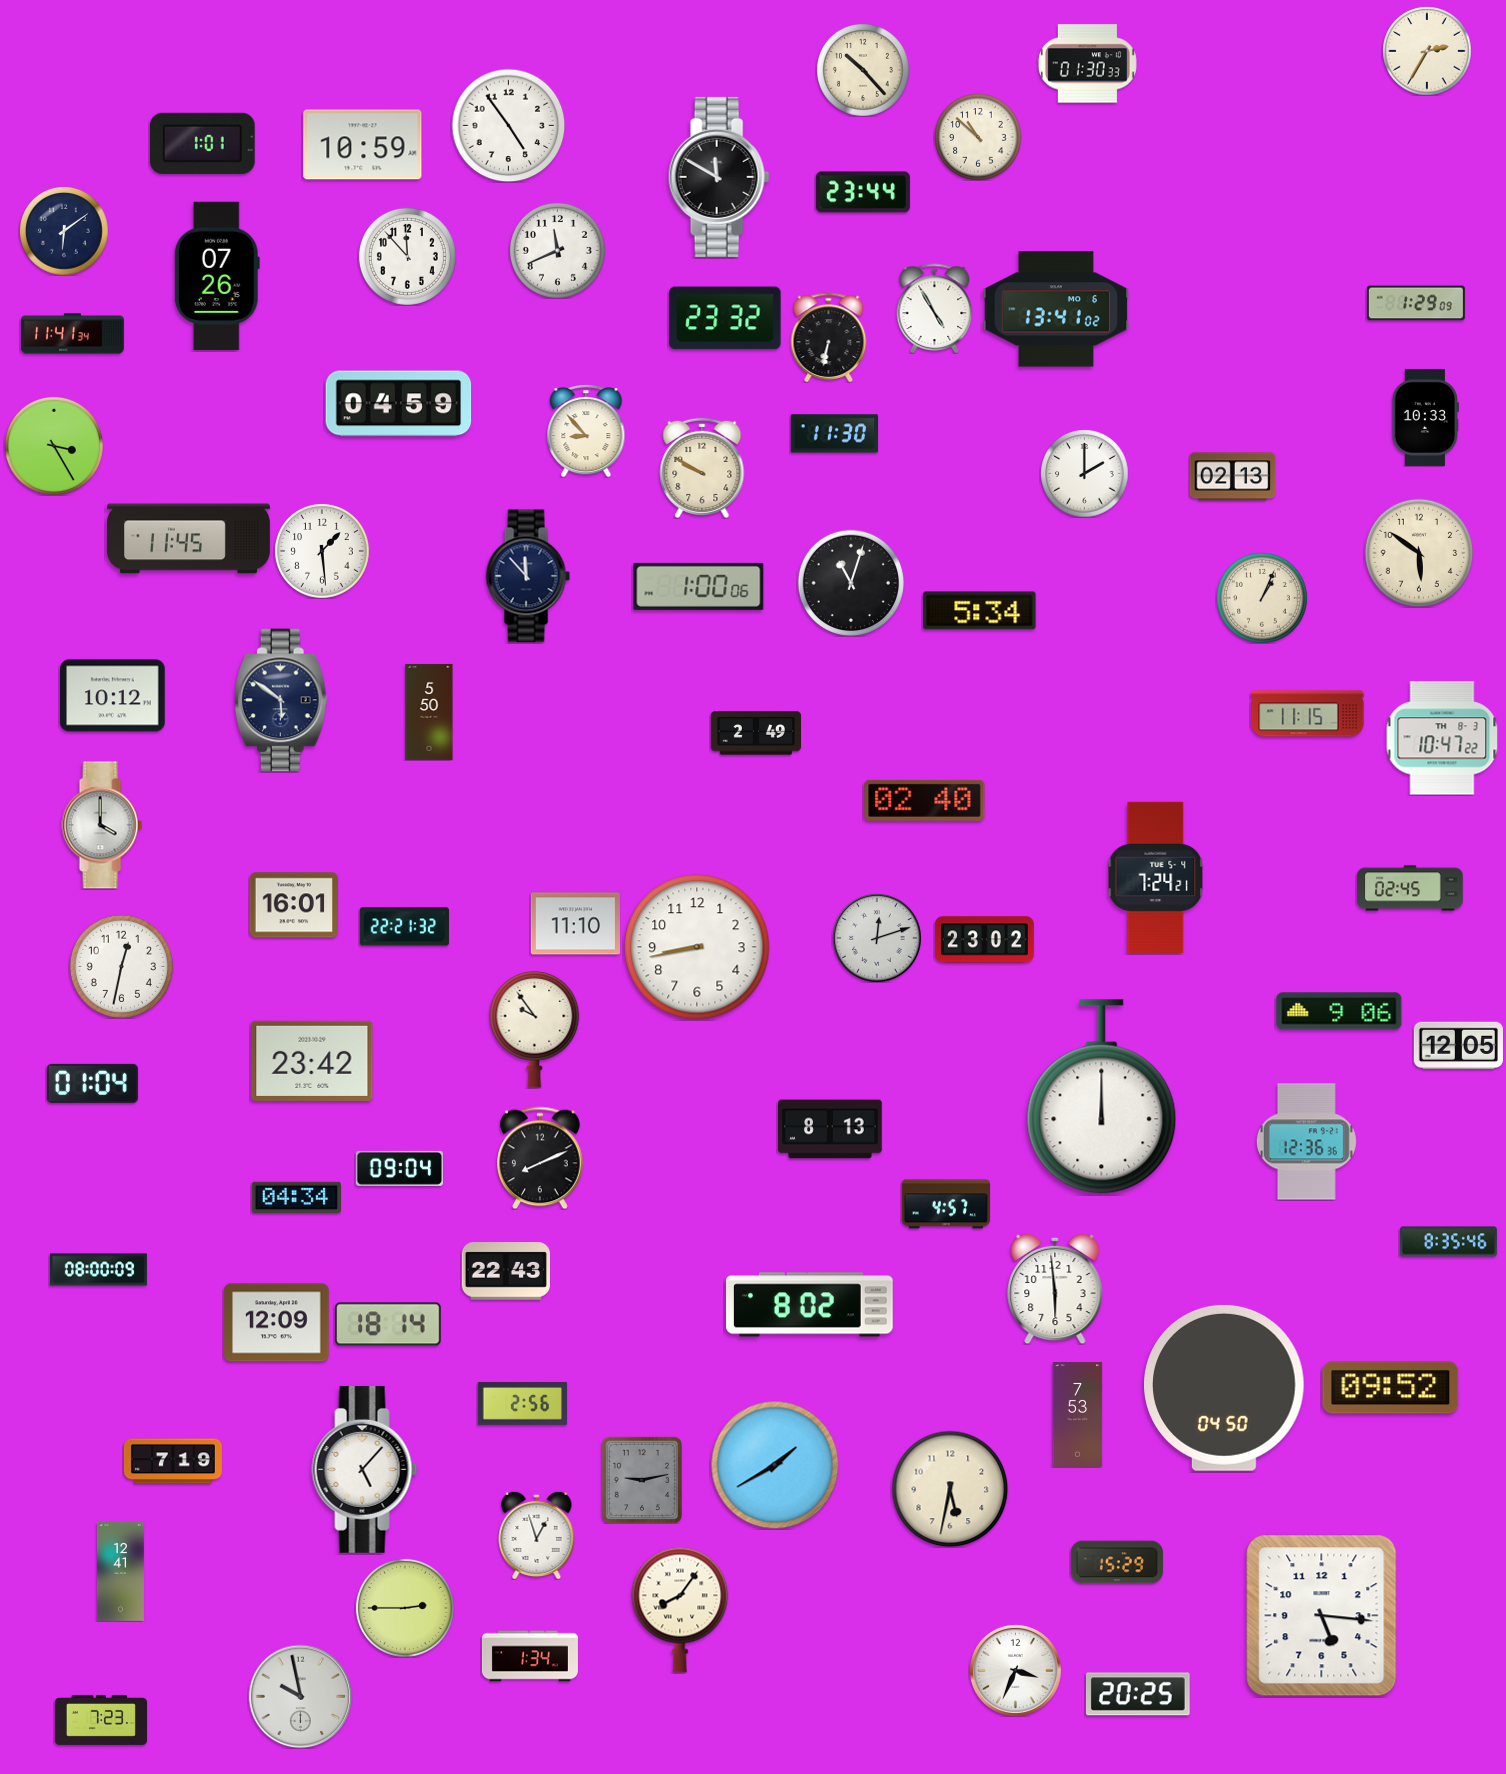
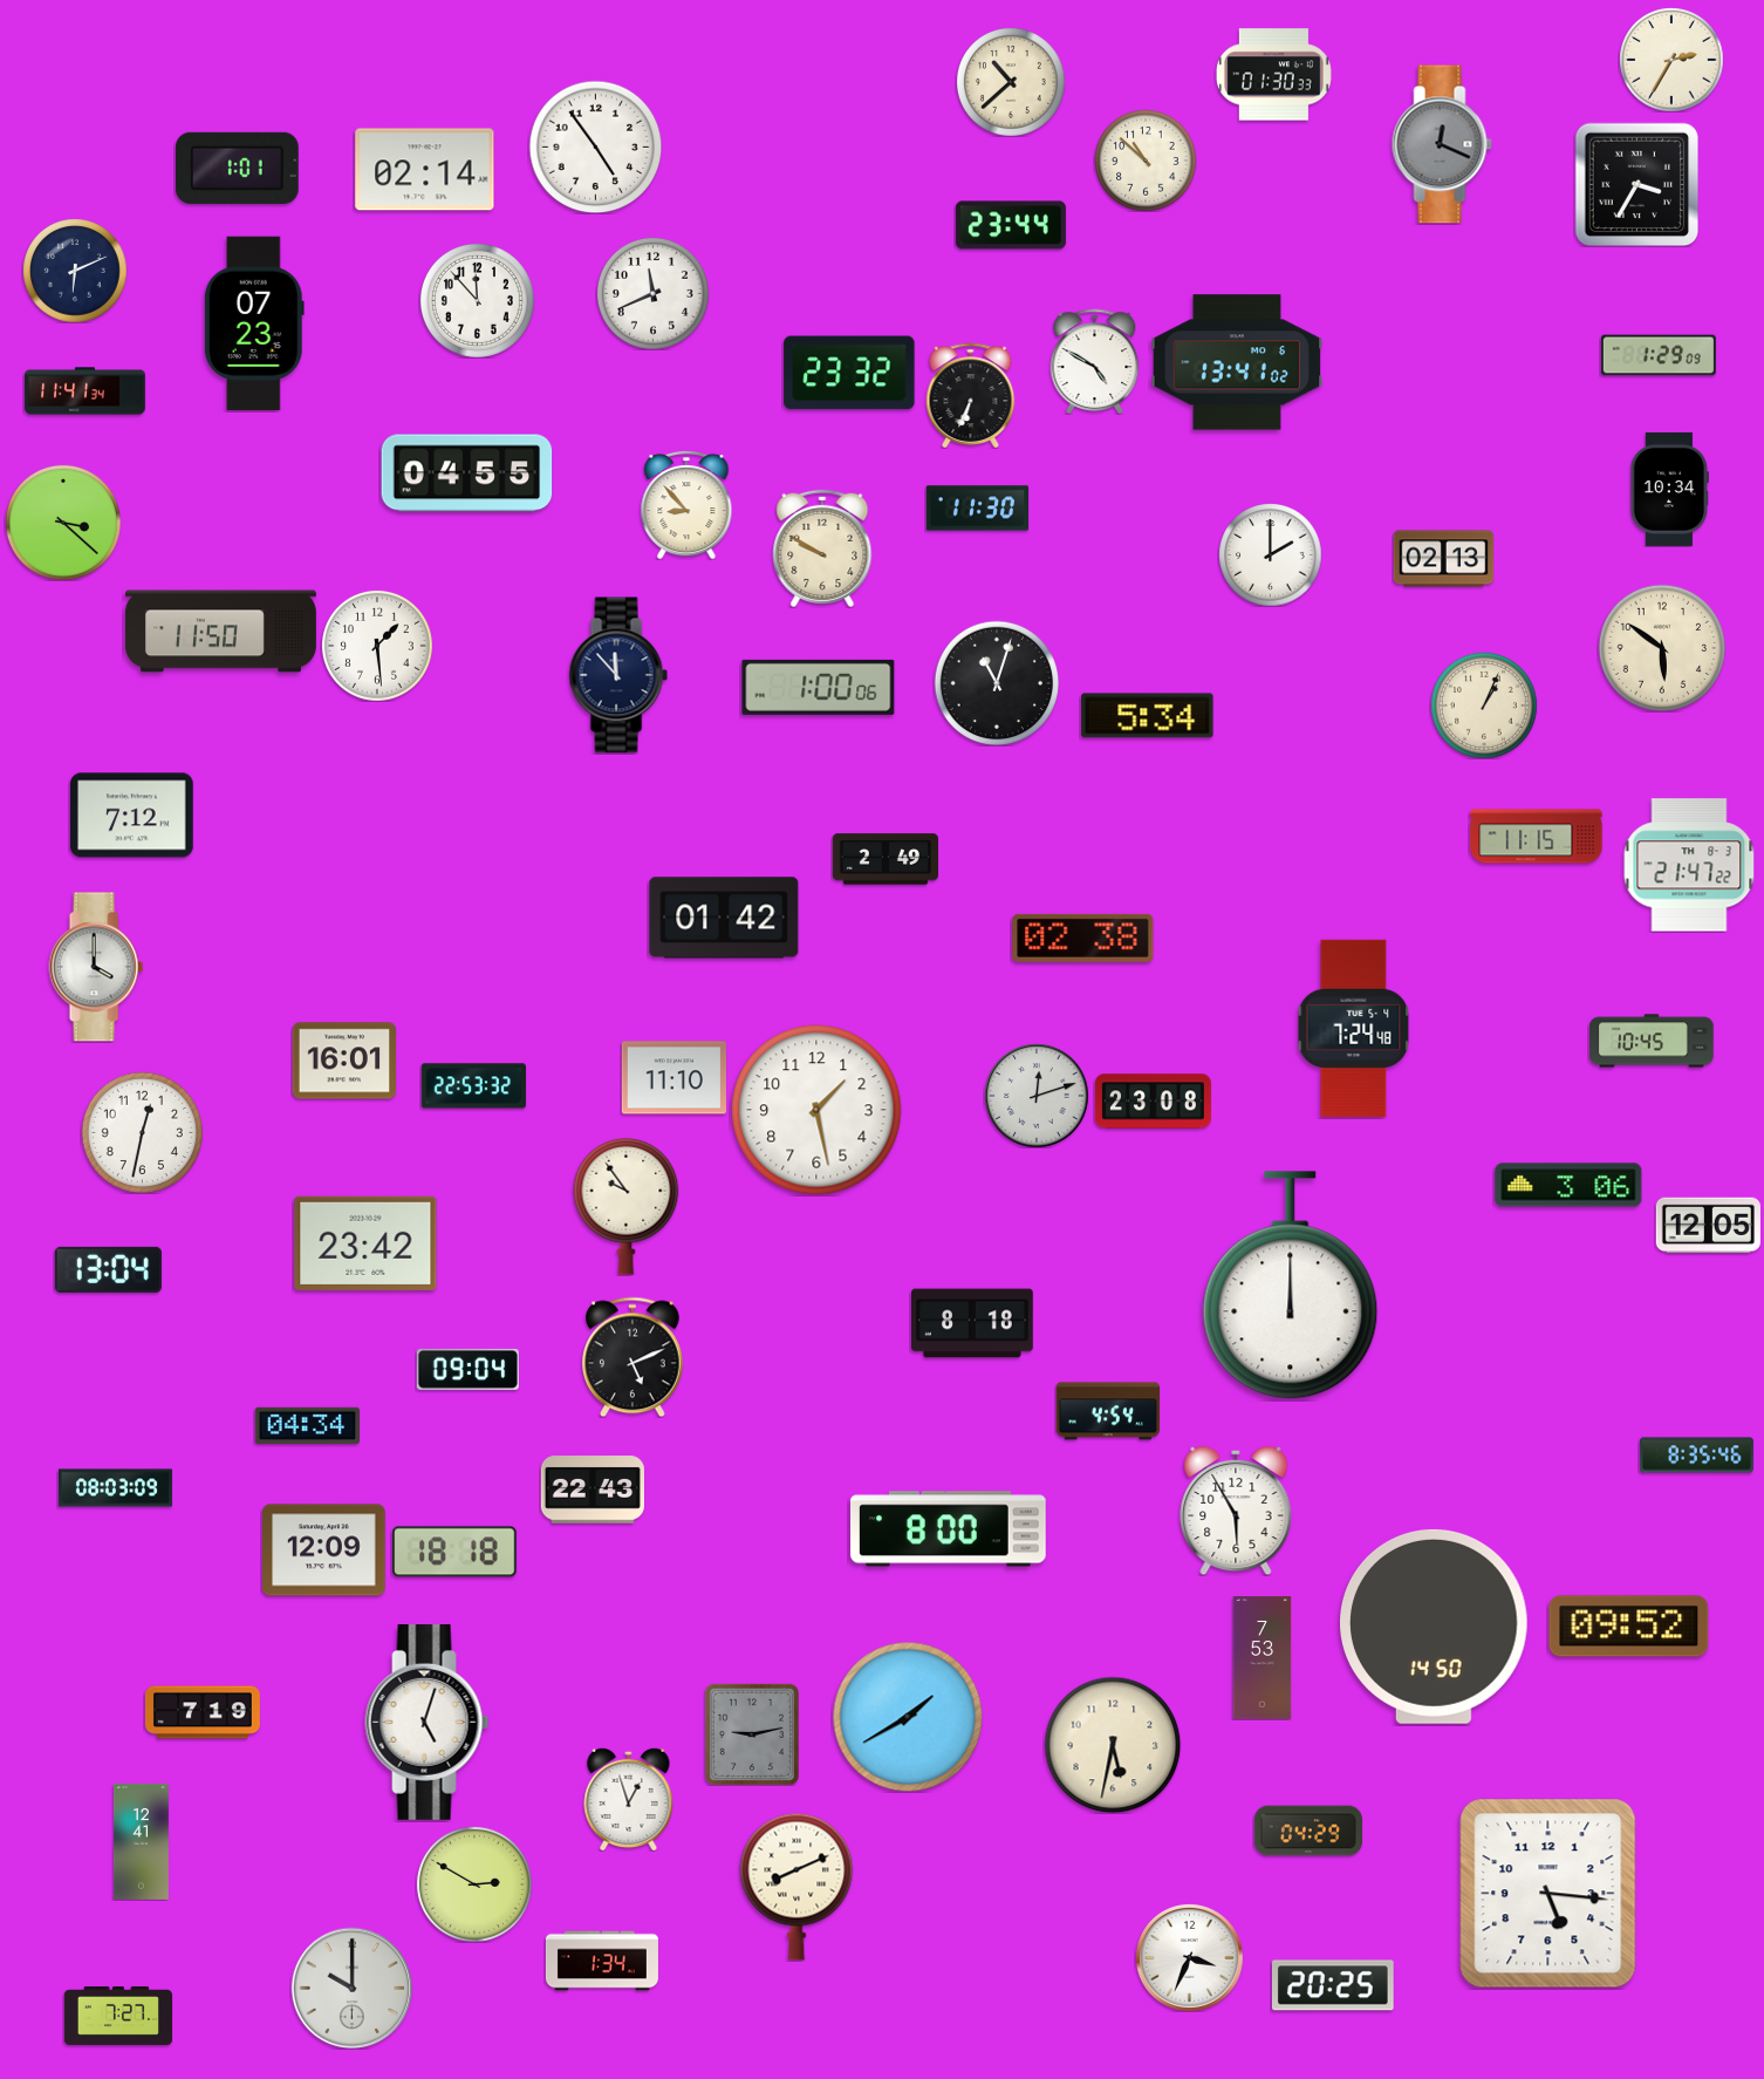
clock at (863, 70): 10:23 -> 10:38
clock at (1442, 144): none -> 12:19
clock at (363, 145): 10:59 -> 02:14
clock at (1636, 184): none -> 3:35
clock at (719, 177): 11:50 -> none
clock at (64, 231): 6:09 -> 6:11
clock at (217, 276): 07:26 -> 07:23
clock at (935, 308): 4:55 -> 4:50
clock at (829, 337): 6:32 -> 6:34
clock at (399, 404): 04:59 -> 04:55
clock at (1425, 417): 10:33 -> 10:34
clock at (54, 446): 3:25 -> 3:22
clock at (188, 539): 11:45 -> 11:50
clock at (1262, 598) position: (1262, 598) -> (1484, 706)
clock at (113, 696): 10:12 -> 7:12
clock at (281, 700): 5:51 -> none
clock at (429, 712): 5:50 -> none
clock at (1308, 714) position: (1308, 714) -> (1537, 837)
clock at (1442, 738): 10:47 -> 21:47
clock at (724, 918): none -> 01:42
clock at (925, 800): 02:40 -> 02:38
clock at (102, 825) position: (102, 825) -> (96, 967)
clock at (1156, 877): 7:24:21 -> 7:24:48
clock at (1410, 888): 02:45 -> 10:45
clock at (575, 924) position: (575, 924) -> (674, 1078)
clock at (404, 927): 22:21 -> 22:53
clock at (877, 938) position: (877, 938) -> (1037, 1096)
clock at (984, 940): 23:02 -> 23:08
clock at (697, 947): 8:43 -> 1:28
clock at (1339, 1011): 9:06 -> 3:06
clock at (92, 1083): 01:04 -> 13:04
clock at (830, 1129): 8:13 -> 8:18
clock at (1306, 1142): 12:36 -> none
clock at (541, 1158): 8:11 -> 5:11
clock at (296, 1197) position: (296, 1197) -> (307, 1425)
clock at (945, 1204): 4:57 -> 4:54
clock at (98, 1270): 08:00 -> 08:03
clock at (1055, 1289): 5:59 -> 5:55
clock at (810, 1305): 8:02 -> 8:00
clock at (388, 1324): 18:14 -> 18:18
clock at (1225, 1388): 04:50 -> 14:50
clock at (522, 1404): 2:56 -> none
clock at (365, 1469): 5:07 -> 5:03
clock at (1117, 1562): 15:29 -> 04:29
clock at (405, 1608): 2:45 -> 2:50
clock at (680, 1610): 8:06 -> 8:11
clock at (530, 1656) position: (530, 1656) -> (602, 1961)
clock at (300, 1696): 9:58 -> 10:00
clock at (101, 1720): 7:23 -> 7:27
